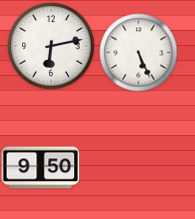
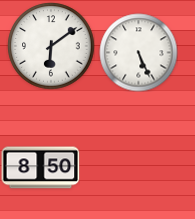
clock at (51, 46): 6:13 -> 6:09
clock at (40, 168): 9:50 -> 8:50
